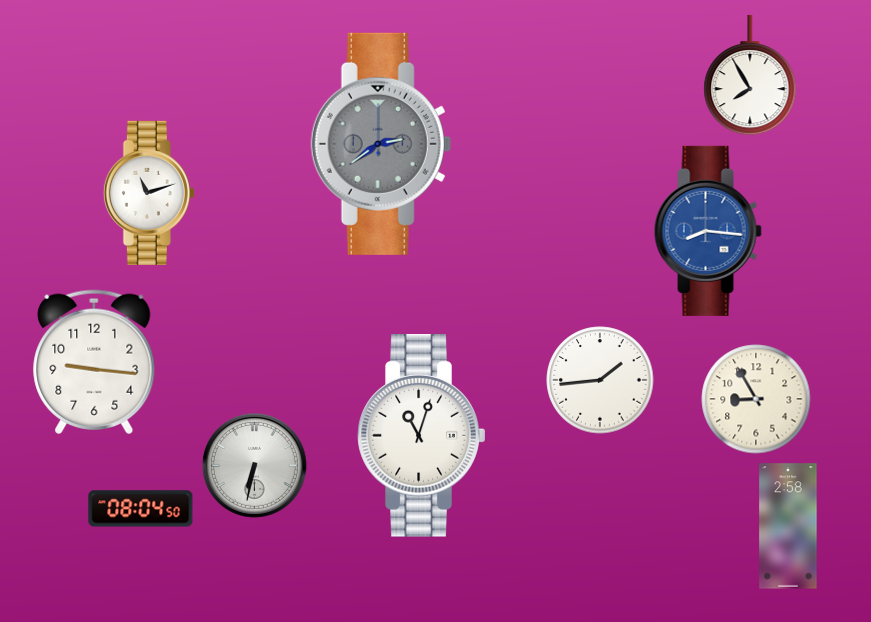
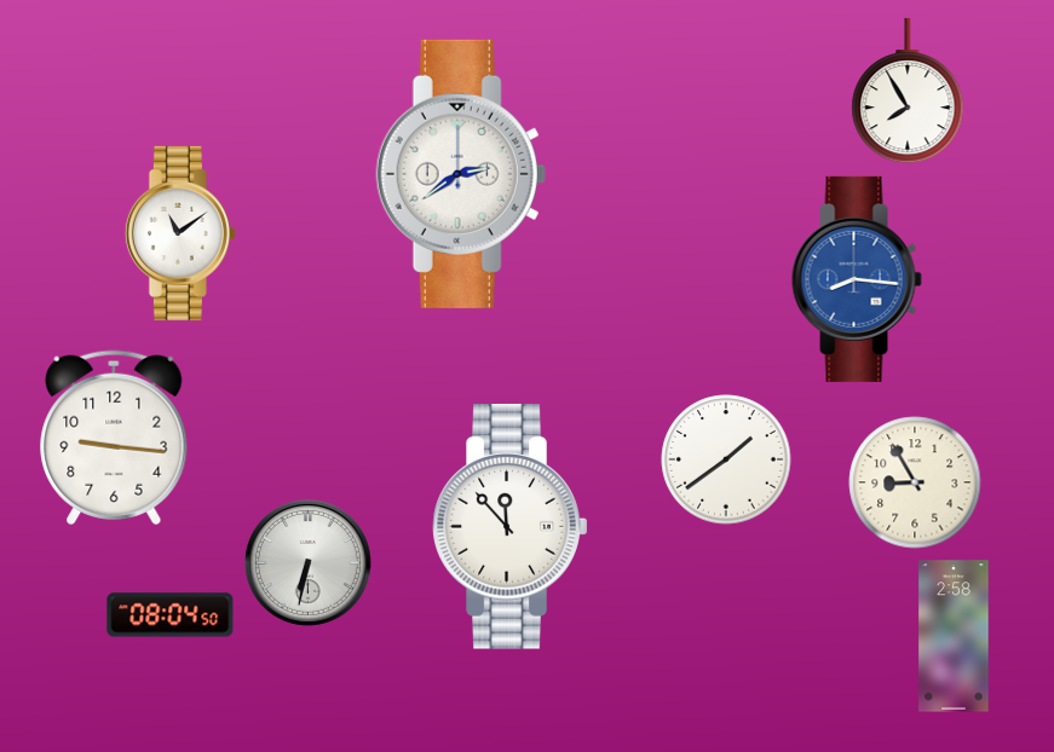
clock at (381, 144) dial: grey -> white
clock at (149, 193): 11:12 -> 11:09
clock at (600, 380): 1:44 -> 1:39
clock at (422, 436): 11:03 -> 11:53
